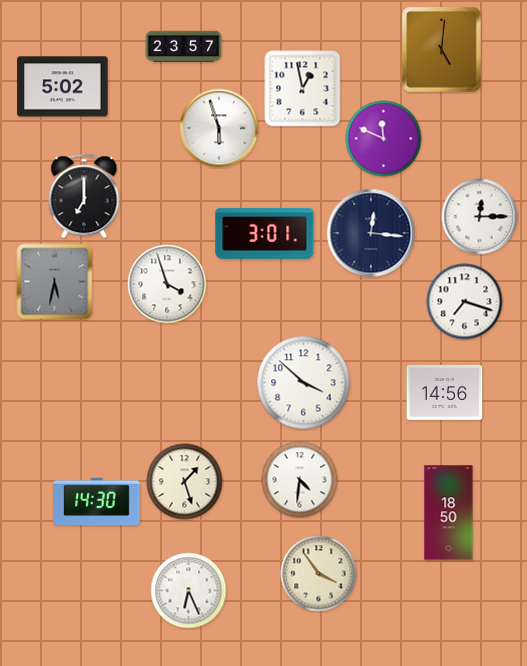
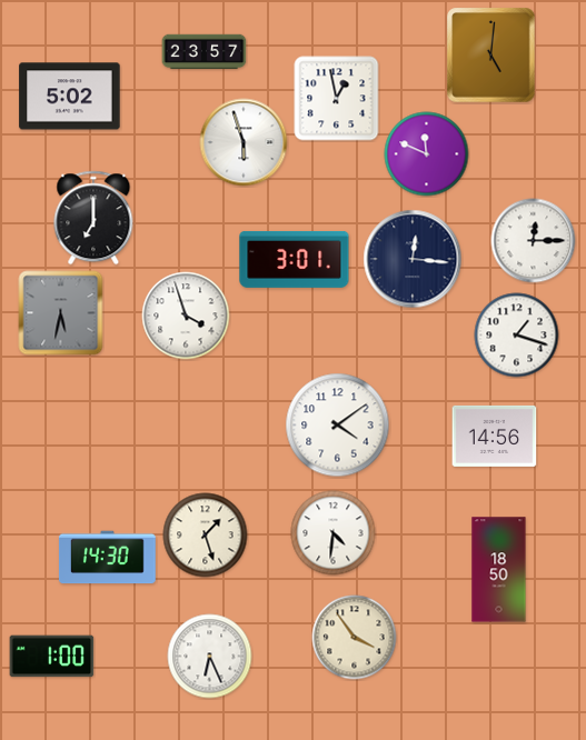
clock at (465, 302): 7:18 -> 1:18
clock at (304, 383): 3:52 -> 4:09
clock at (52, 657): none -> 1:00
